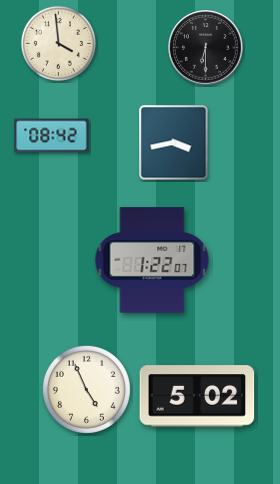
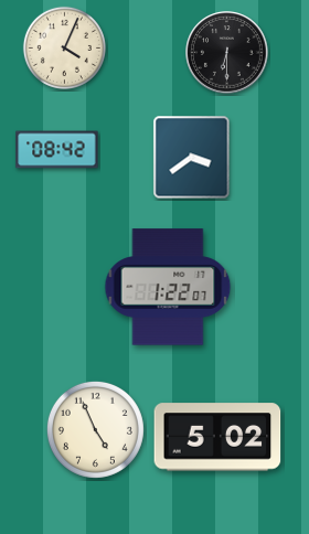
clock at (58, 43): 3:59 -> 4:04
clock at (174, 143): 3:43 -> 3:39
